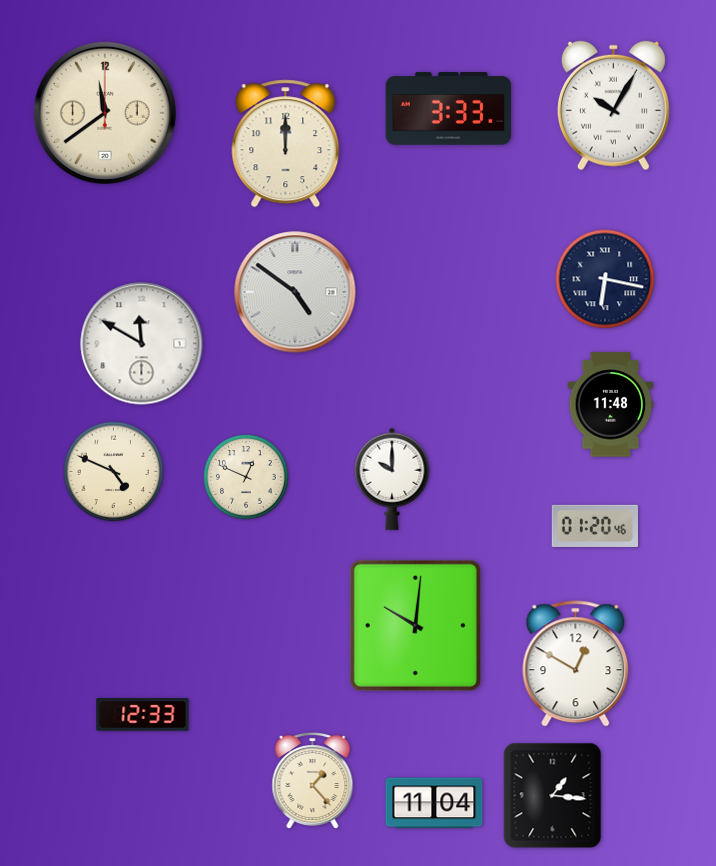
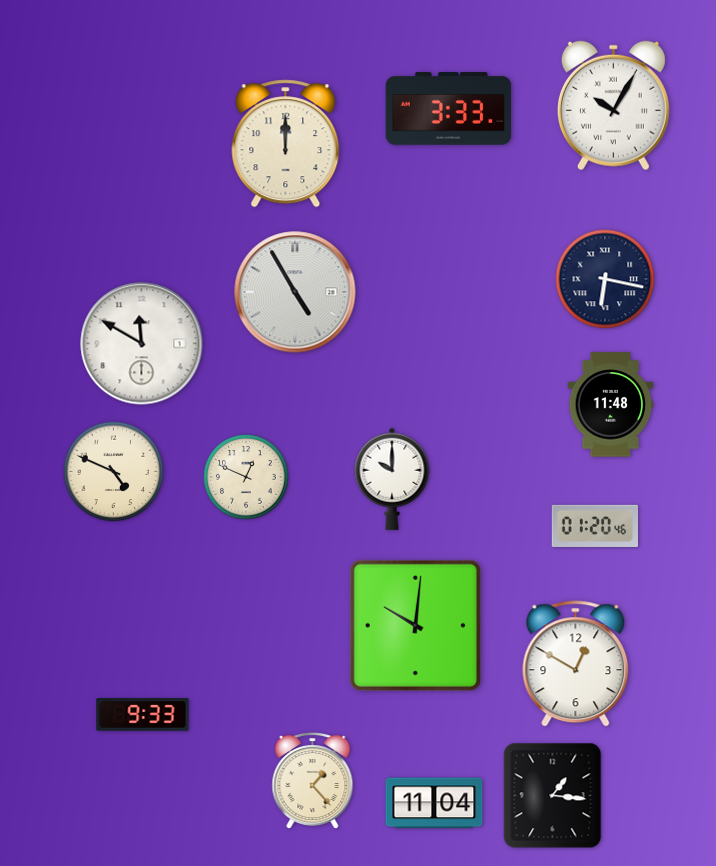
clock at (105, 113): 11:39 -> none
clock at (295, 292): 4:51 -> 4:55
clock at (143, 715): 12:33 -> 9:33
